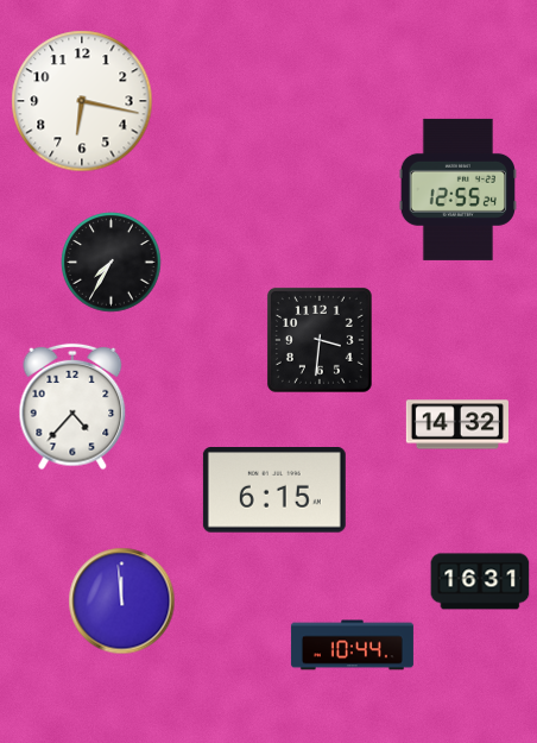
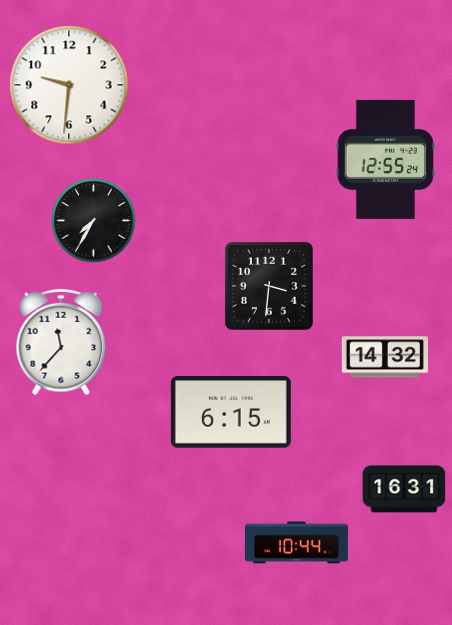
clock at (82, 101): 6:17 -> 9:31
clock at (72, 407): 4:37 -> 11:37
clock at (122, 602): 11:59 -> none
